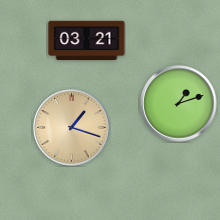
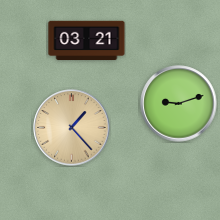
clock at (179, 104): 1:12 -> 9:12
clock at (72, 128): 1:18 -> 1:23
